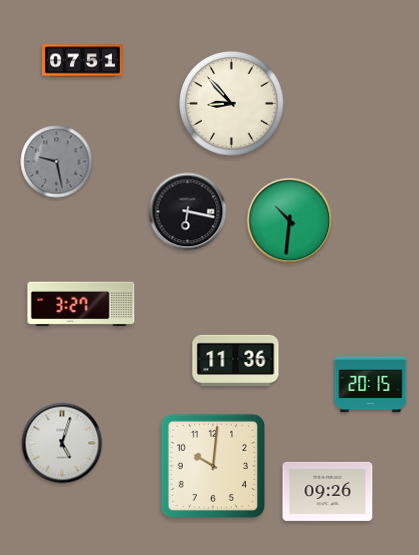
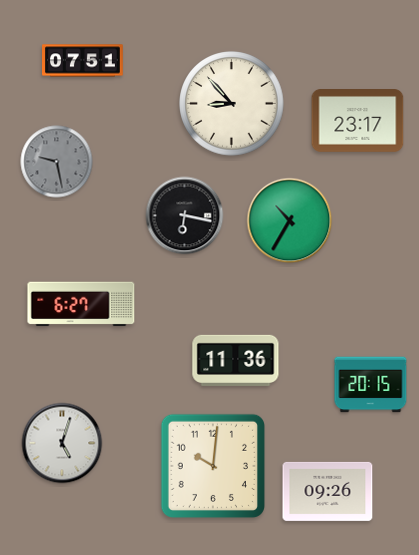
clock at (358, 121): none -> 23:17
clock at (188, 212) position: (188, 212) -> (185, 216)
clock at (290, 221): 10:31 -> 10:35
clock at (81, 304): 3:27 -> 6:27
